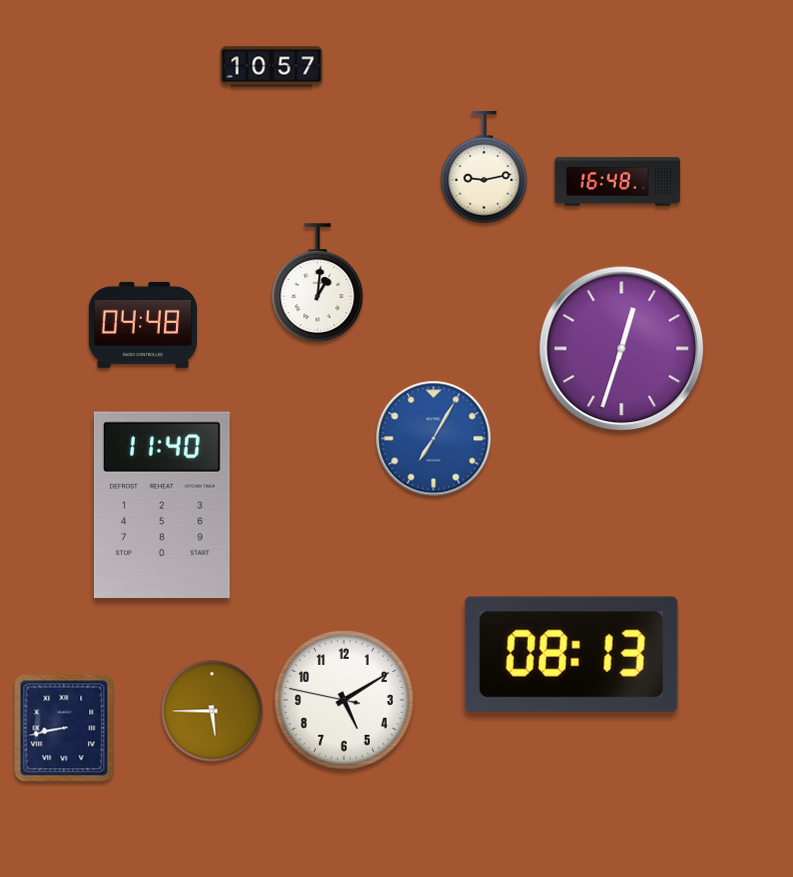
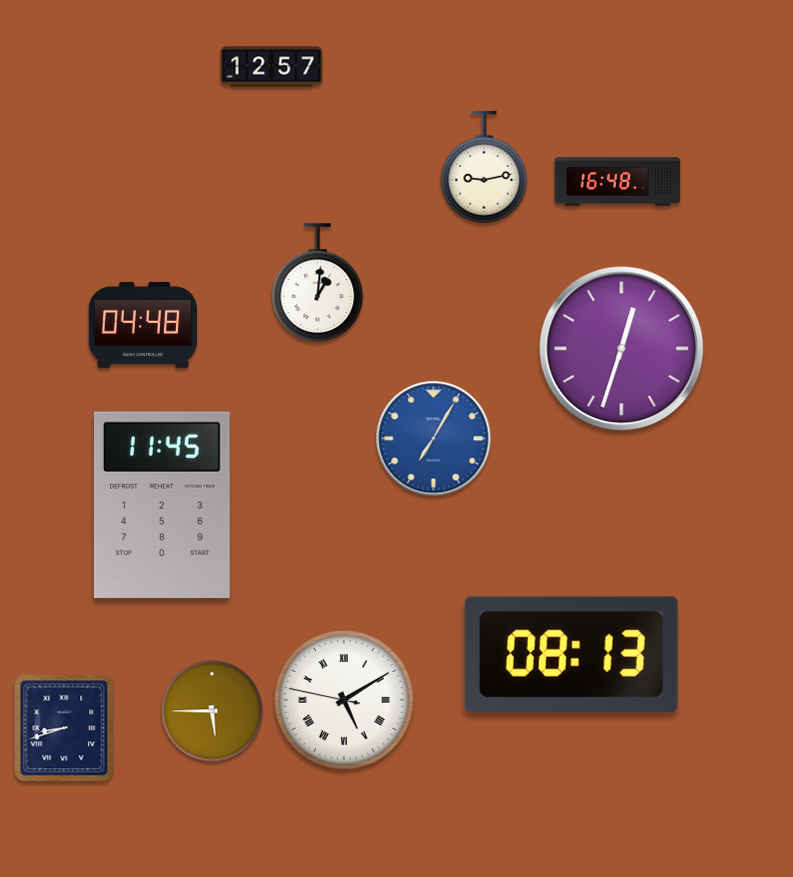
clock at (272, 67): 10:57 -> 12:57
clock at (162, 504): 11:40 -> 11:45
clock at (344, 700) numerals: Arabic -> Roman
clock at (64, 728): 8:43 -> 8:42
